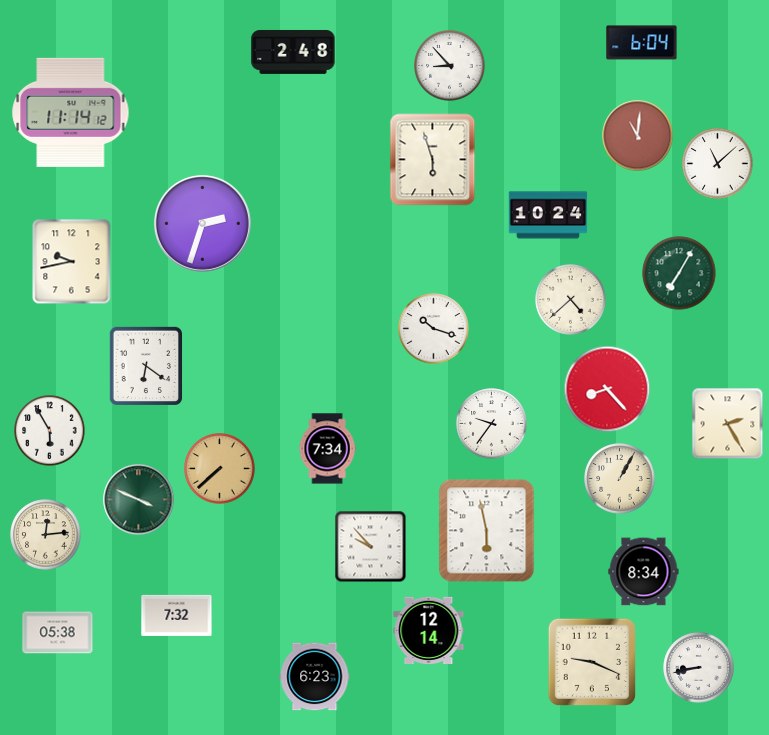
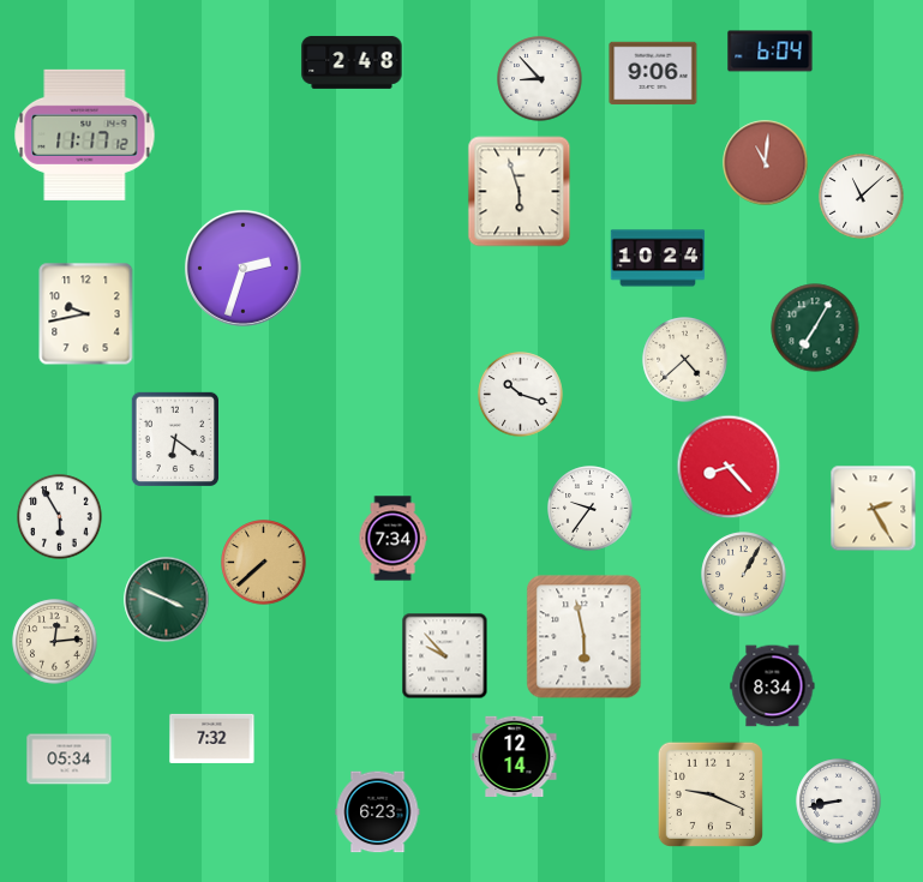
clock at (653, 73): none -> 9:06
clock at (71, 112): 11:14 -> 11:17
clock at (58, 633): 05:38 -> 05:34
